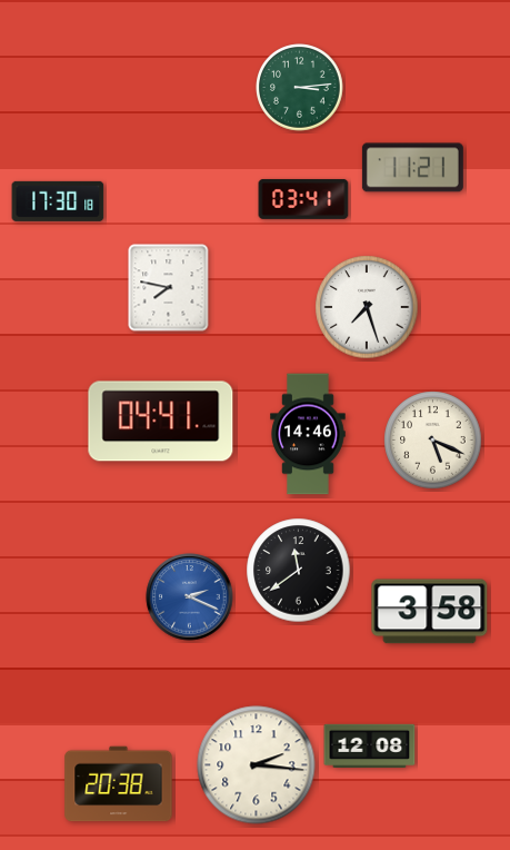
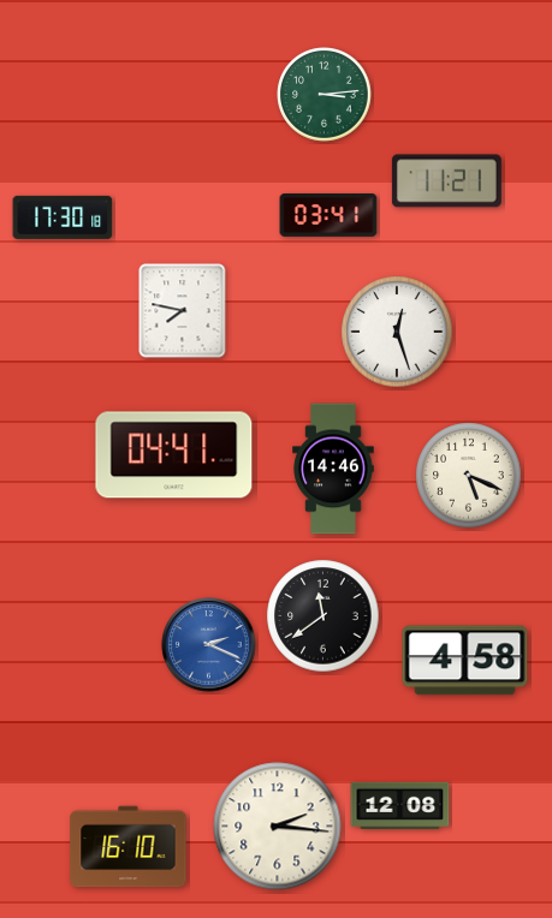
clock at (367, 307): 7:27 -> 12:27
clock at (190, 597) position: (190, 597) -> (209, 645)
clock at (430, 612): 3:58 -> 4:58
clock at (119, 784): 20:38 -> 16:10
